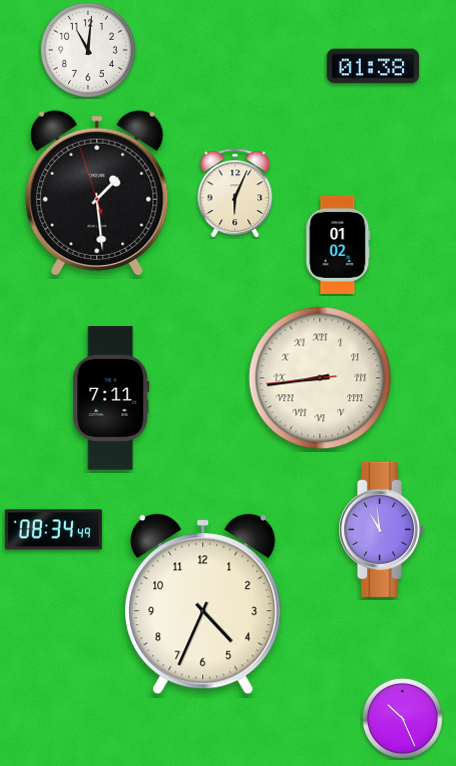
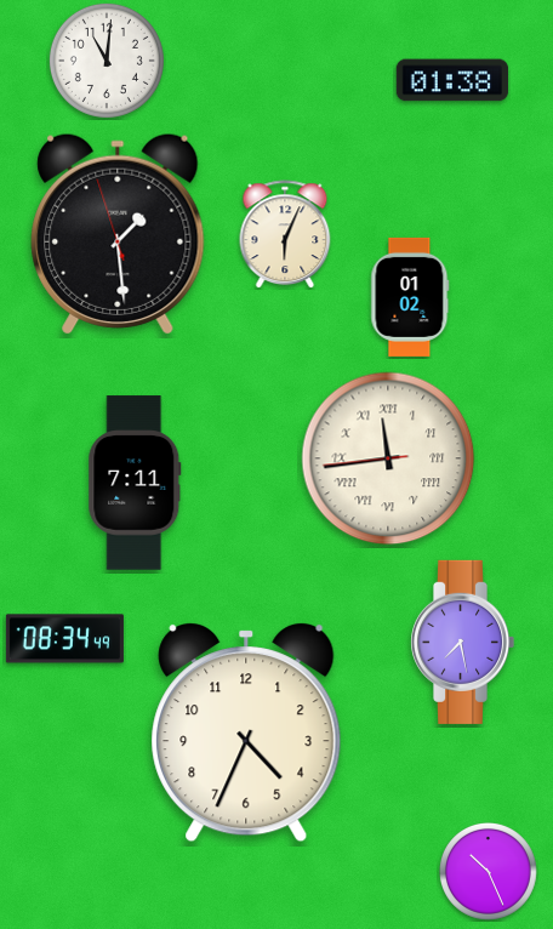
clock at (320, 378): 8:43 -> 11:43
clock at (382, 529): 10:59 -> 7:28
clock at (53, 530) position: (53, 530) -> (64, 639)
